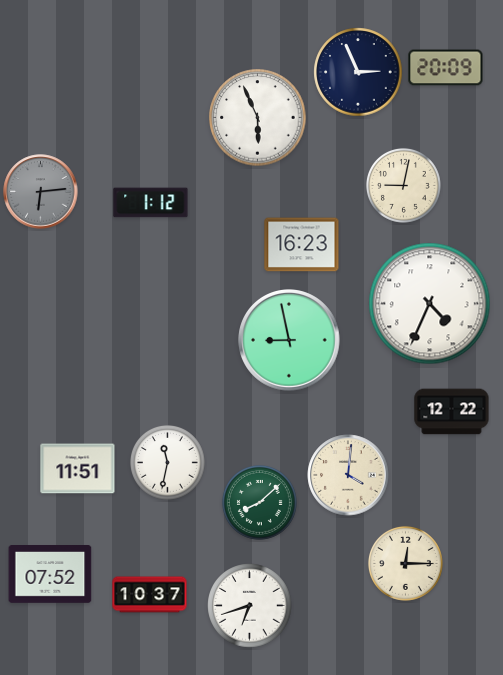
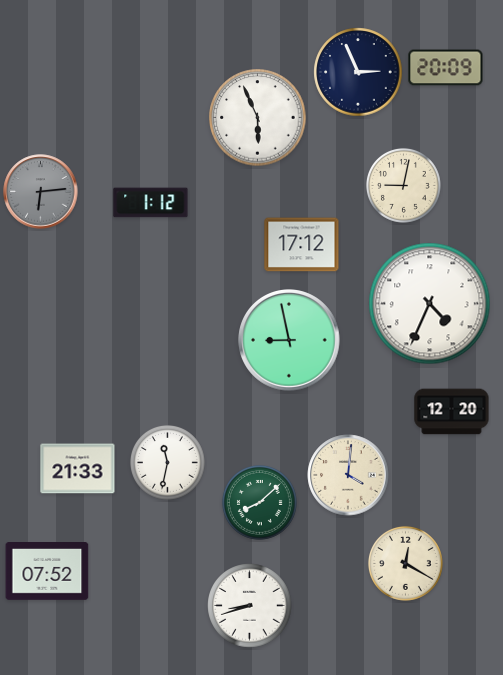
clock at (302, 245): 16:23 -> 17:12
clock at (452, 412): 12:22 -> 12:20
clock at (78, 469): 11:51 -> 21:33
clock at (405, 563): 12:15 -> 12:20
clock at (50, 575) position: (50, 575) -> (47, 572)
clock at (150, 595): 10:37 -> none
clock at (250, 606): 6:42 -> 8:42
